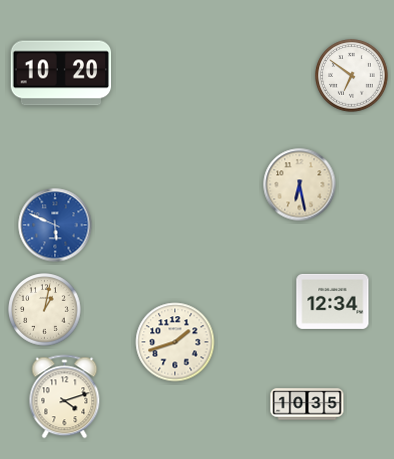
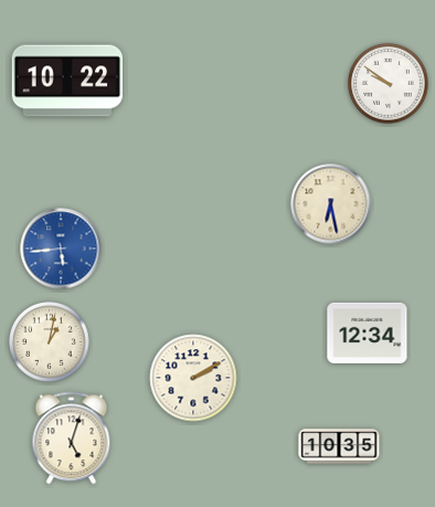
clock at (61, 73): 10:20 -> 10:22
clock at (352, 76): 6:51 -> 9:51
clock at (55, 225): 5:49 -> 5:44
clock at (175, 342): 1:42 -> 2:10
clock at (65, 397): 4:12 -> 5:03
